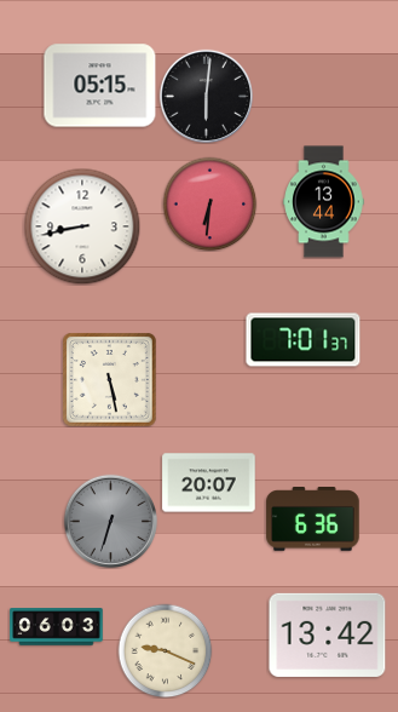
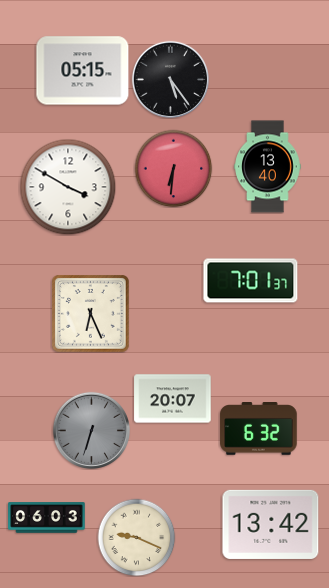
clock at (206, 96): 6:01 -> 5:24
clock at (324, 202): 13:44 -> 13:40
clock at (82, 226): 8:43 -> 3:50
clock at (110, 380): 5:28 -> 6:26
clock at (313, 519): 6:36 -> 6:32
